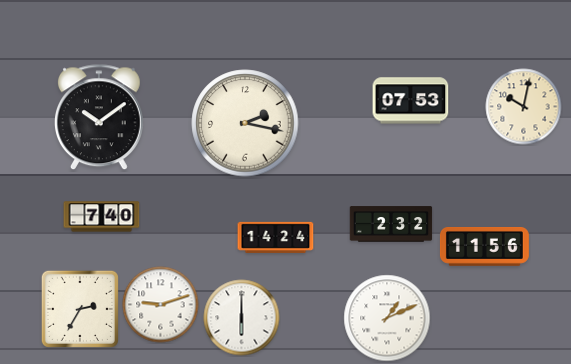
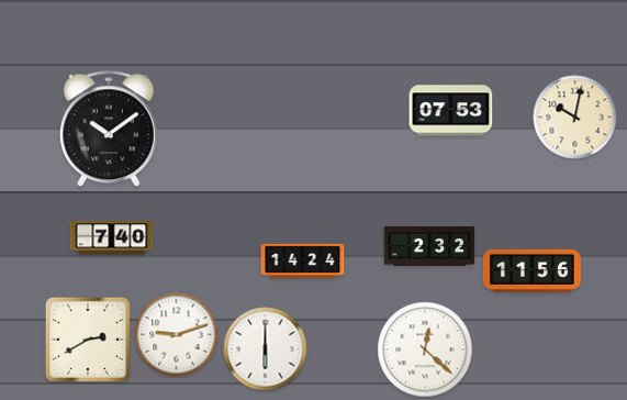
clock at (245, 123): 2:17 -> none
clock at (80, 309): 2:35 -> 2:40
clock at (387, 318): 1:11 -> 12:22
